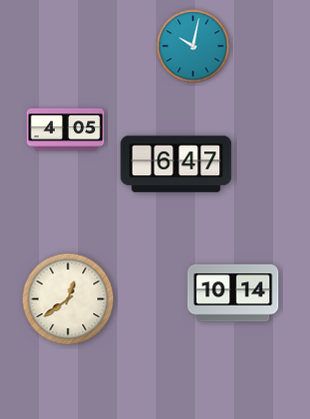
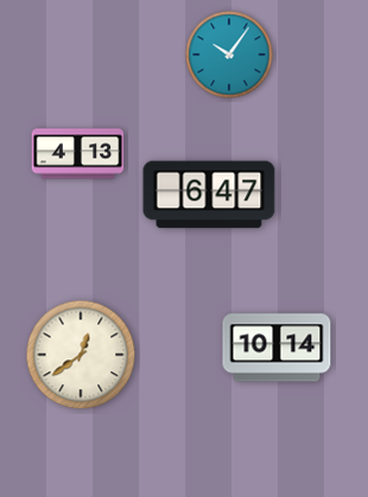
clock at (193, 46): 10:02 -> 10:06
clock at (66, 130): 4:05 -> 4:13
